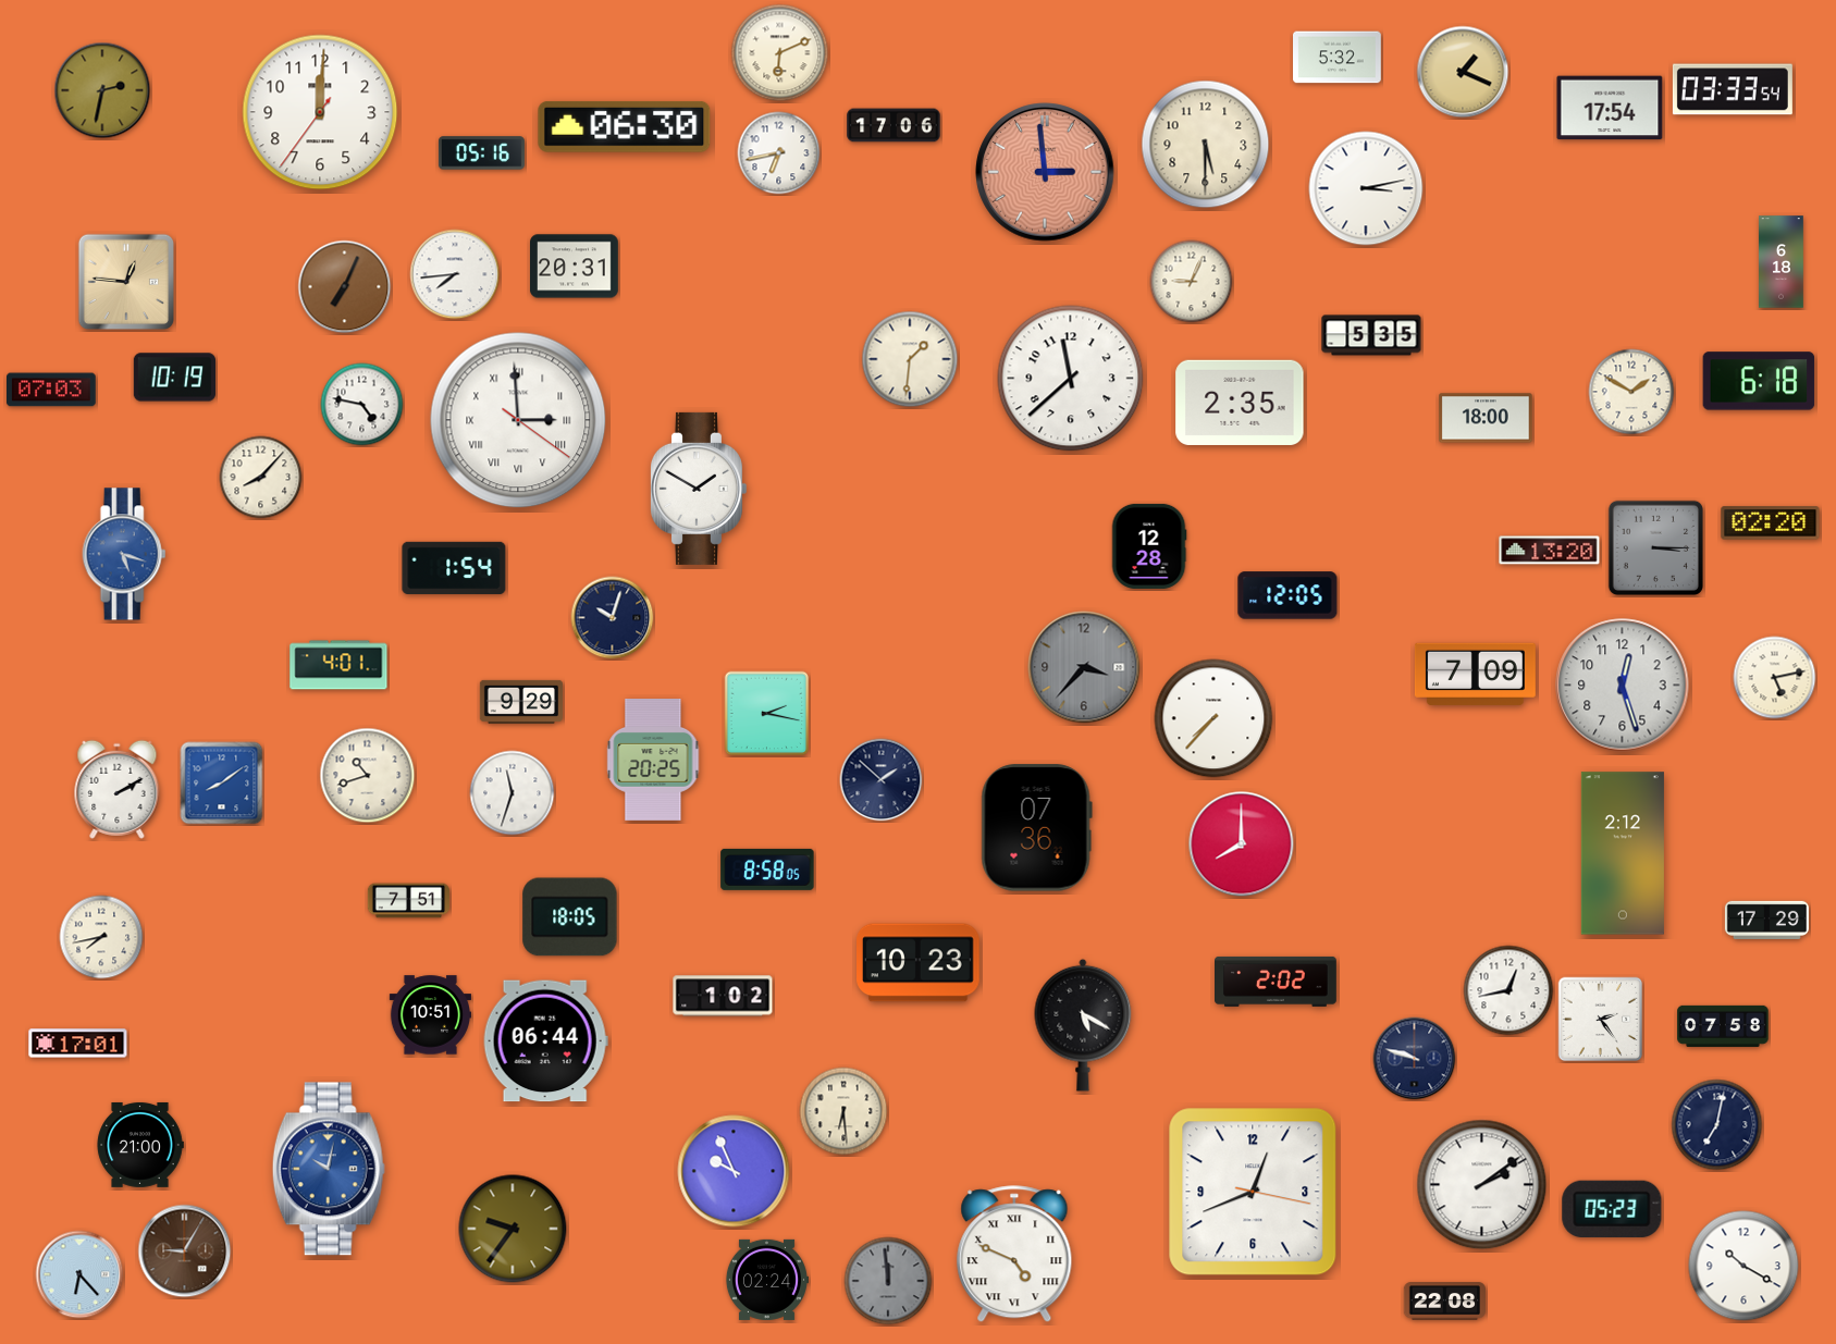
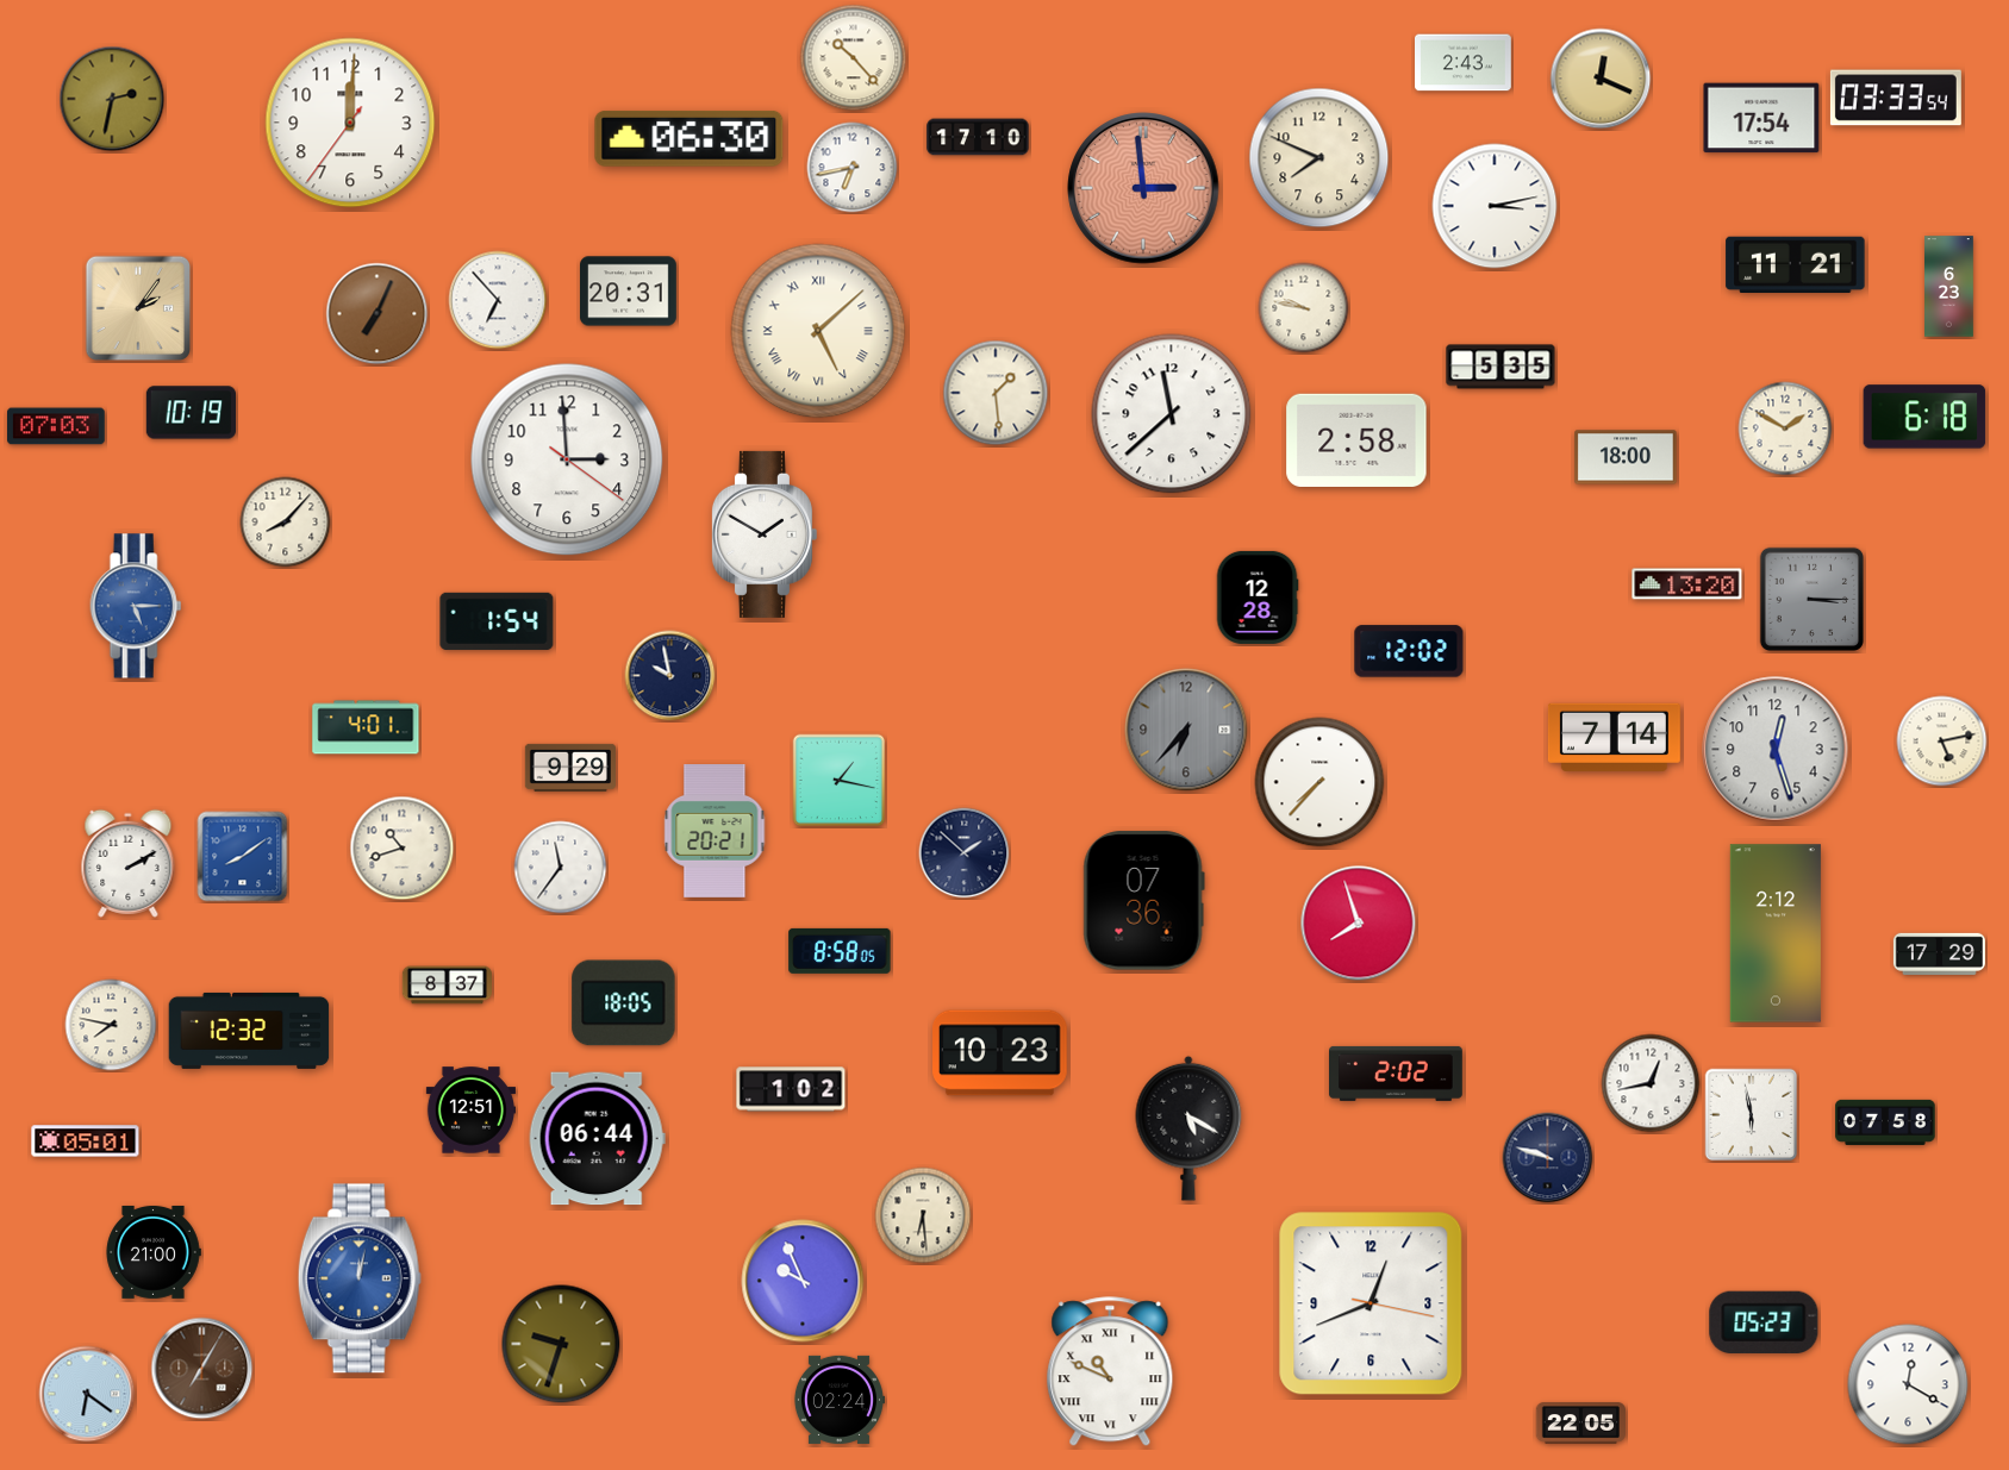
clock at (780, 53): 6:11 -> 10:23
clock at (1338, 58): 5:32 -> 2:43
clock at (1463, 72): 1:19 -> 12:19
clock at (894, 125): 17:06 -> 17:10
clock at (625, 126) position: (625, 126) -> (690, 138)
clock at (1206, 145): 5:30 -> 7:49
clock at (481, 153): 05:16 -> none
clock at (1796, 264): none -> 11:21
clock at (1782, 262): 6:18 -> 6:23
clock at (455, 274): 7:44 -> 6:53
clock at (126, 282): 12:46 -> 2:06
clock at (1192, 282): 9:04 -> 9:47
clock at (818, 331): none -> 5:08
clock at (910, 359): 1:31 -> 1:29
clock at (1240, 403): 2:35 -> 2:58
clock at (362, 405): 4:47 -> none
clock at (518, 420) numerals: Roman -> Arabic
clock at (1771, 523): 02:20 -> none
clock at (1550, 551) position: (1550, 551) -> (1687, 584)
clock at (124, 554): 5:18 -> 5:15
clock at (1287, 595): 12:05 -> 12:02
clock at (613, 618): 10:03 -> 9:58
clock at (338, 665) position: (338, 665) -> (366, 727)
clock at (1084, 667): 3:37 -> 6:37
clock at (1475, 674): 7:09 -> 7:14
clock at (767, 714): 2:17 -> 1:17
clock at (1213, 718) position: (1213, 718) -> (1319, 782)
clock at (653, 761): 20:25 -> 20:21
clock at (513, 793): 11:33 -> 11:36
clock at (1036, 828) position: (1036, 828) -> (1143, 901)
clock at (1242, 844): 8:00 -> 7:57
clock at (409, 901): 7:51 -> 8:37
clock at (1766, 920) position: (1766, 920) -> (1939, 953)
clock at (101, 937): 7:43 -> 7:47
clock at (249, 1031): none -> 12:32
clock at (919, 963) position: (919, 963) -> (1000, 1053)
clock at (430, 1015): 10:51 -> 12:51
clock at (1601, 1020): 2:24 -> 5:58
clock at (1083, 1025) position: (1083, 1025) -> (1188, 1128)
clock at (78, 1044): 17:01 -> 05:01
clock at (1717, 1125): 7:02 -> none
clock at (329, 1169): 10:02 -> 12:02
clock at (1482, 1185): 2:09 -> none
clock at (513, 1229): 9:36 -> 9:33
clock at (185, 1251): 9:05 -> 7:05
clock at (1014, 1255): 4:49 -> 10:49
clock at (1743, 1266): 10:20 -> 12:20
clock at (79, 1274): 6:23 -> 6:21
clock at (888, 1281): 11:59 -> none
clock at (1444, 1302): 22:08 -> 22:05
